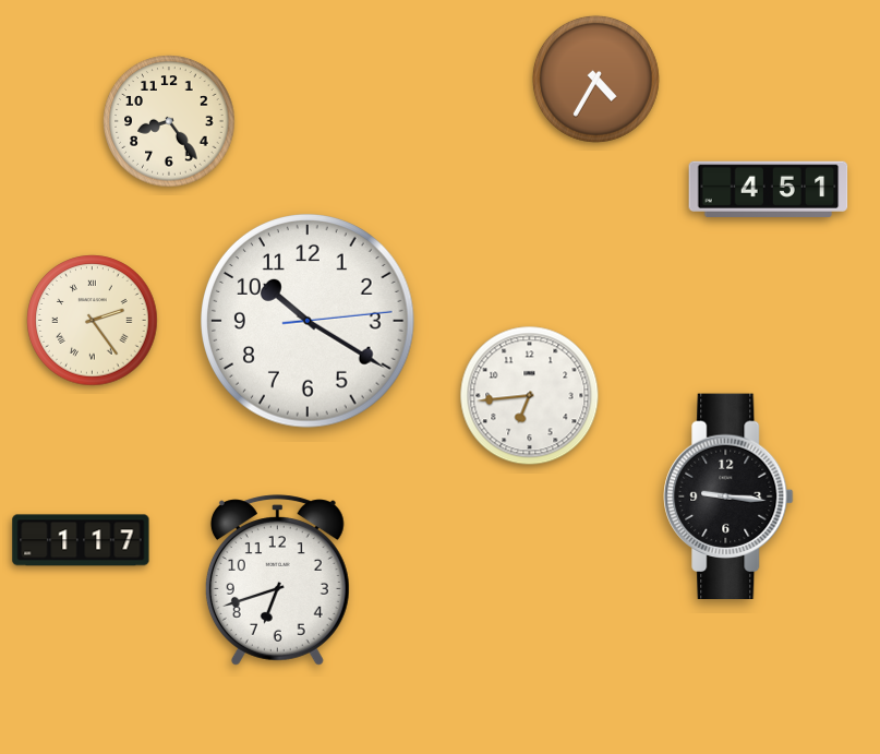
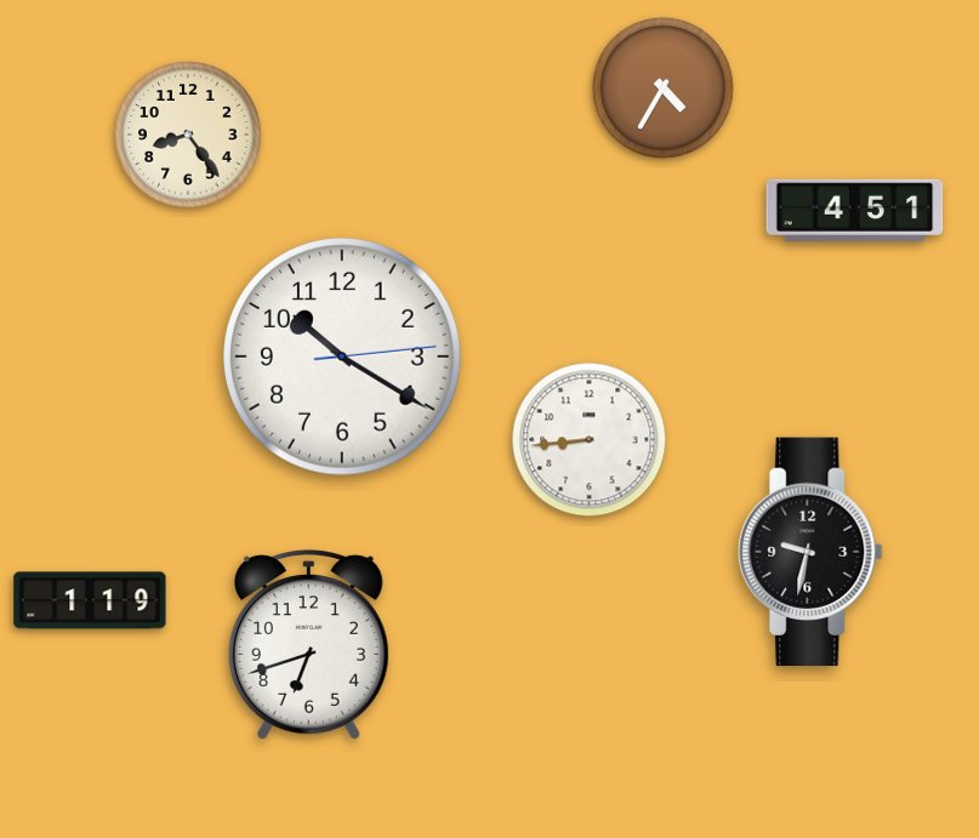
clock at (93, 321): 2:24 -> none
clock at (530, 396): 6:44 -> 8:44
clock at (728, 495): 9:16 -> 9:32
clock at (81, 540): 1:17 -> 1:19
